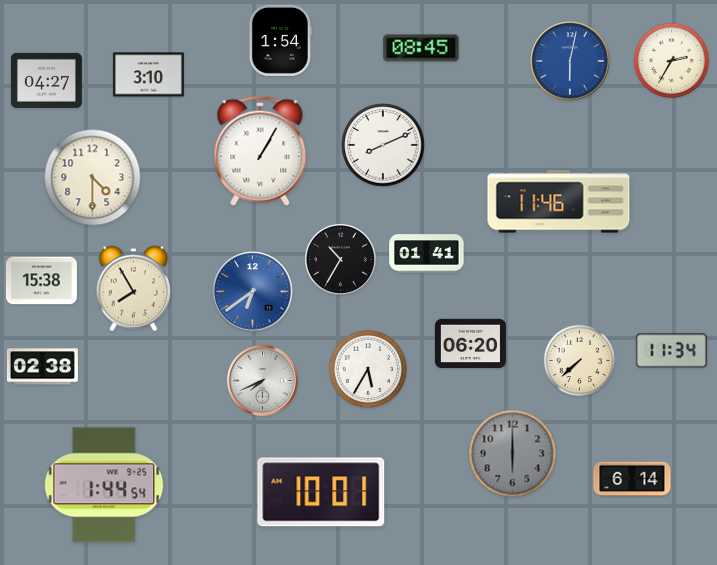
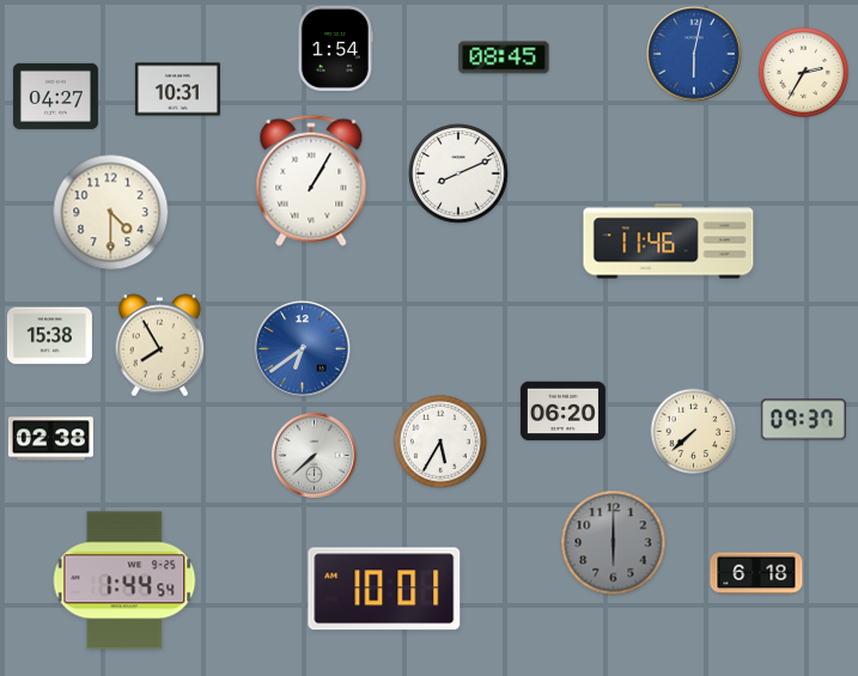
clock at (570, 61) position: (570, 61) -> (694, 54)
clock at (148, 75): 3:10 -> 10:31
clock at (427, 254): 01:41 -> none
clock at (340, 259): 10:35 -> none
clock at (671, 351): 11:34 -> 09:37
clock at (262, 380): 7:41 -> 7:38
clock at (632, 479): 6:14 -> 6:18
